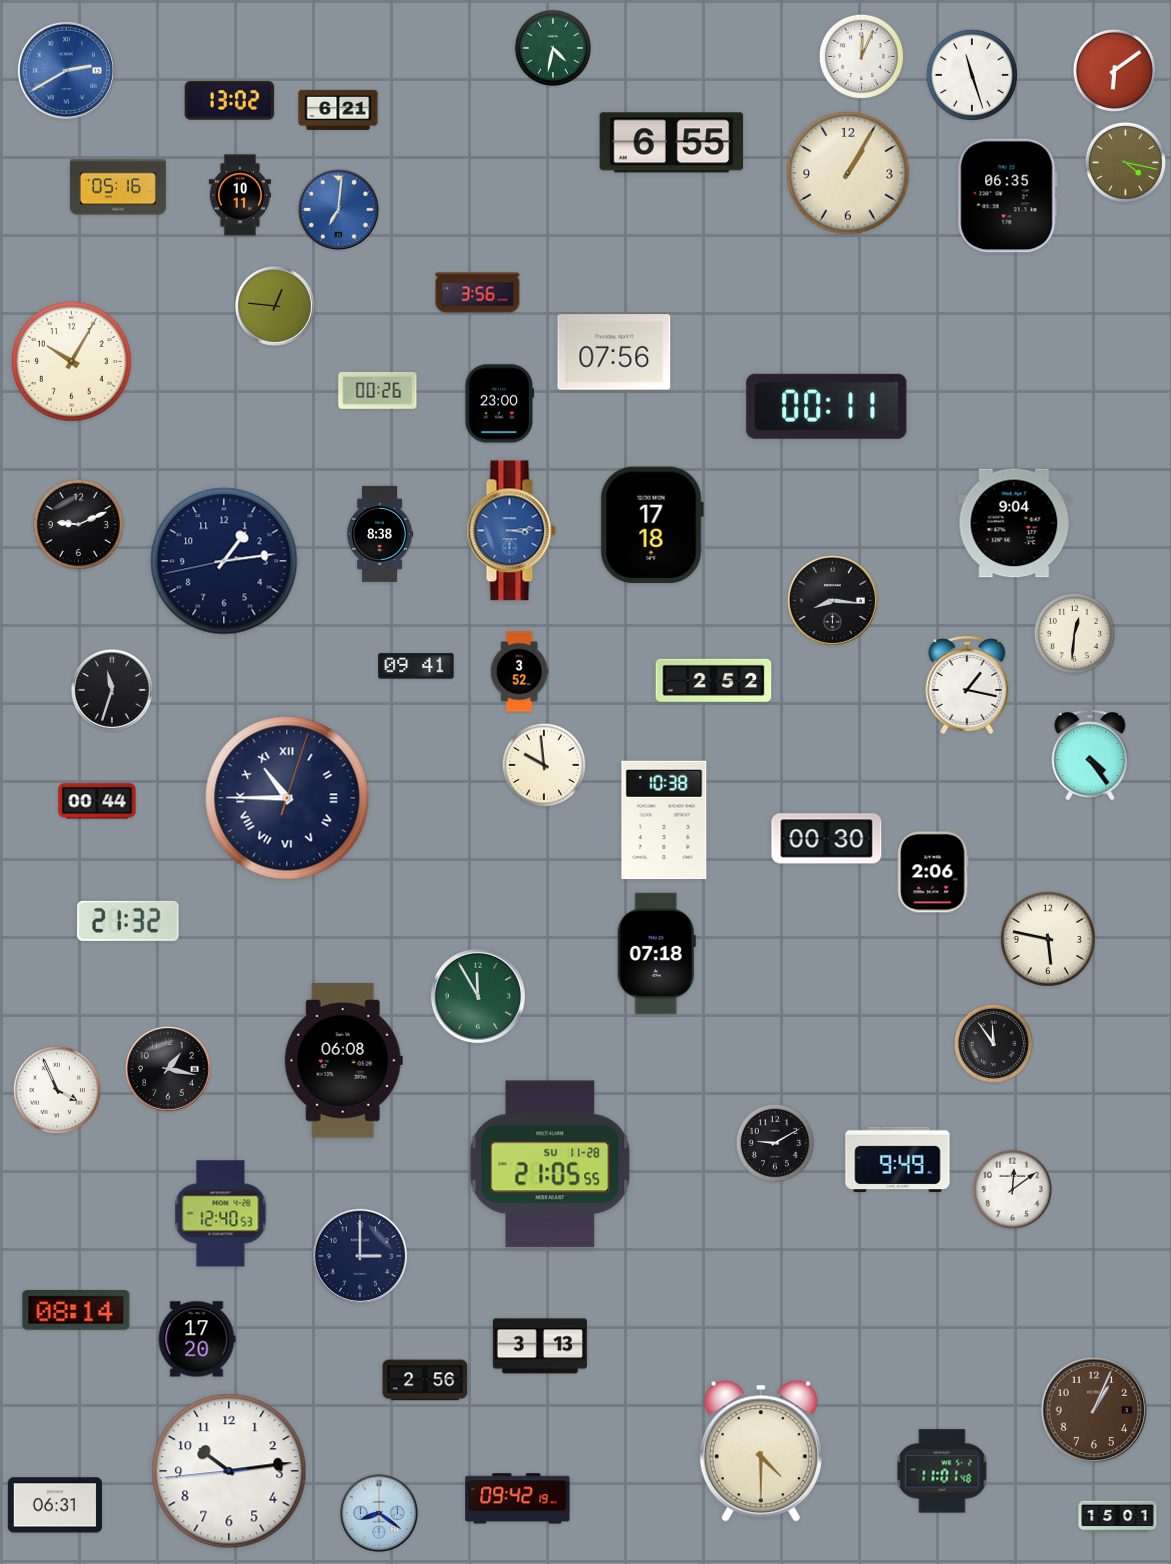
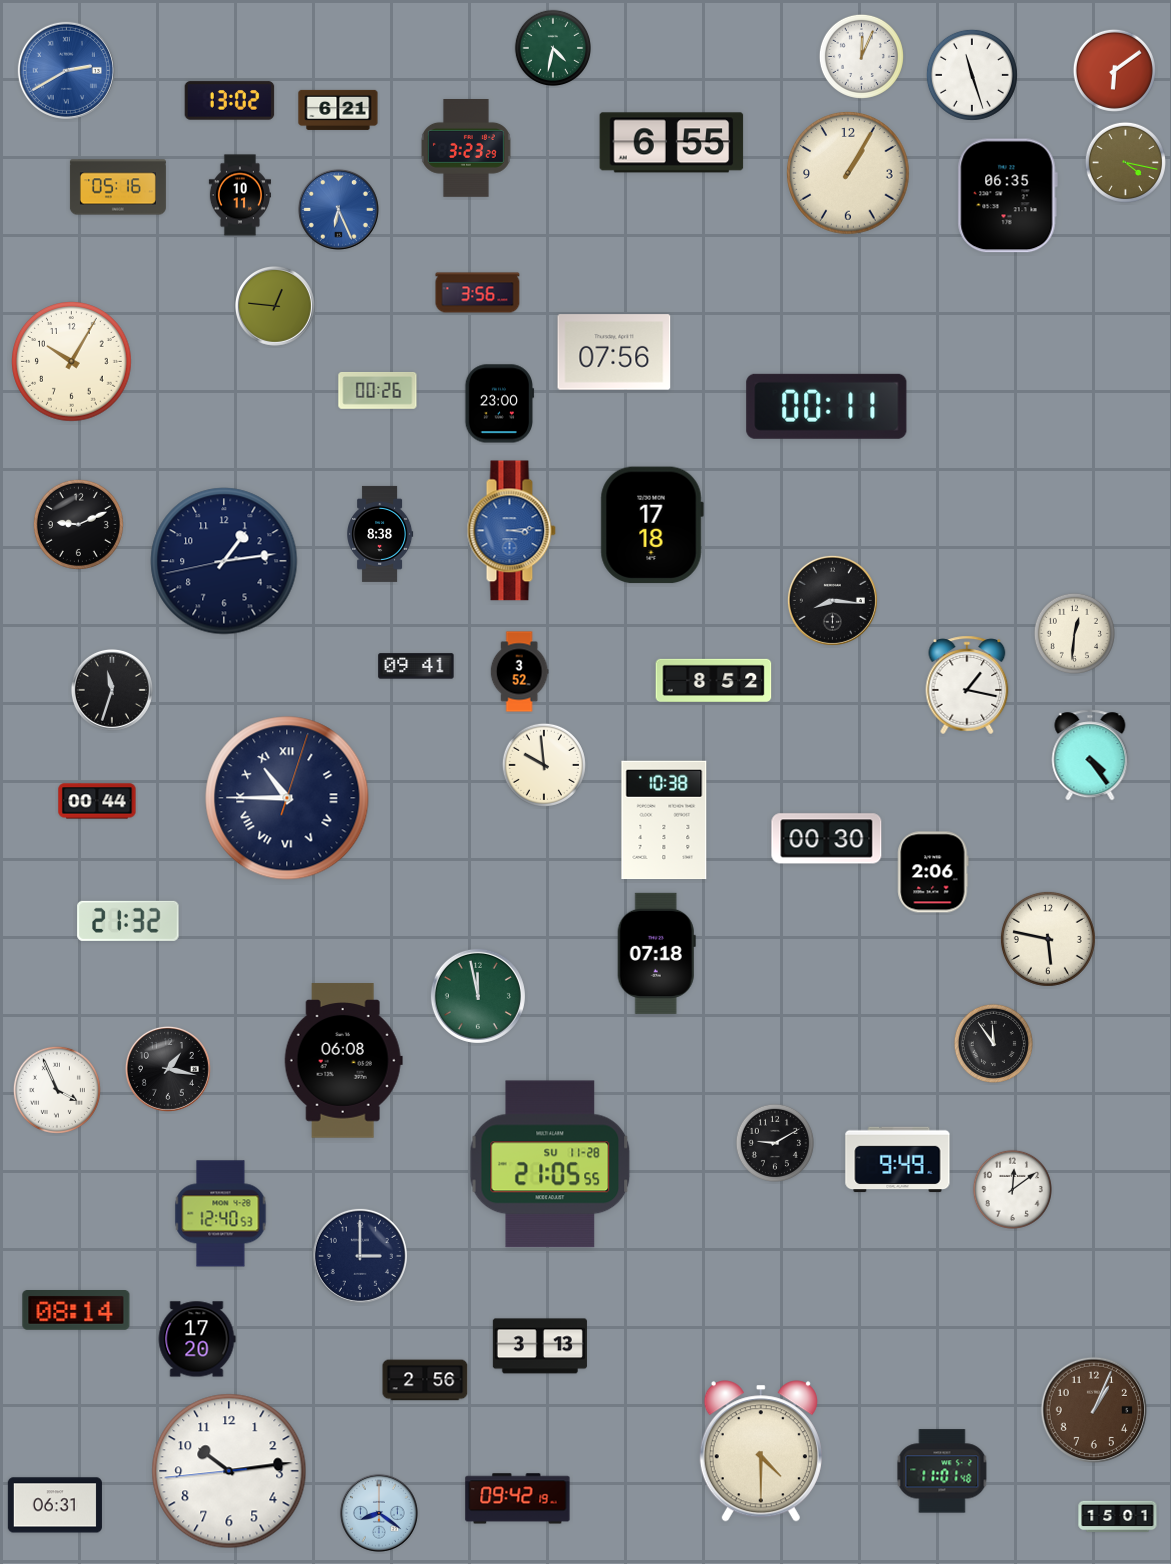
clock at (466, 149): none -> 3:23
clock at (338, 209): 7:01 -> 6:26
clock at (1014, 523): 9:04 -> none
clock at (714, 680): 2:52 -> 8:52
clock at (478, 996): 11:55 -> 11:58
